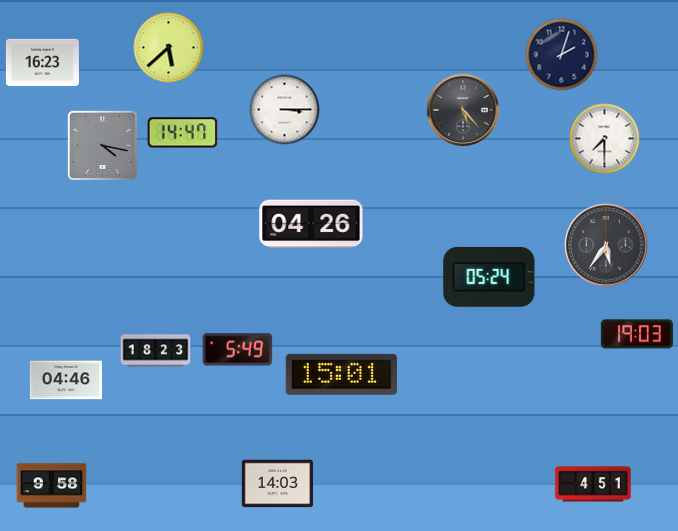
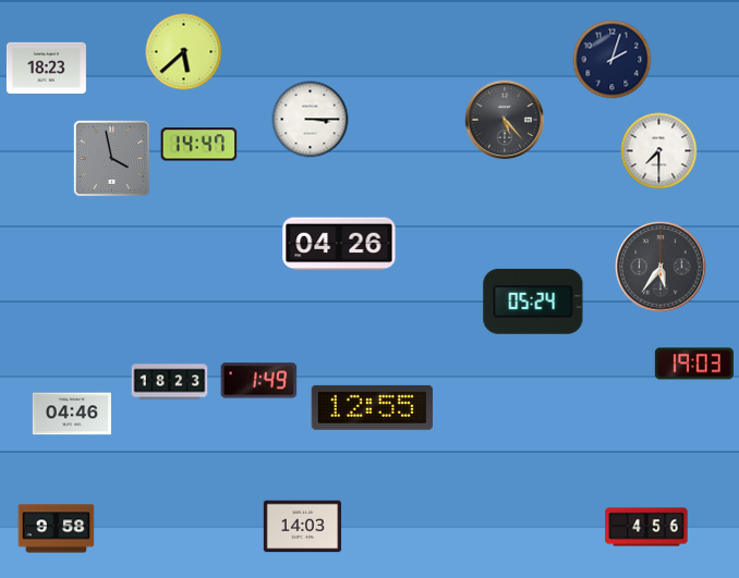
clock at (42, 62): 16:23 -> 18:23
clock at (102, 145): 4:17 -> 3:58
clock at (238, 350): 5:49 -> 1:49
clock at (341, 374): 15:01 -> 12:55
clock at (593, 484): 4:51 -> 4:56
